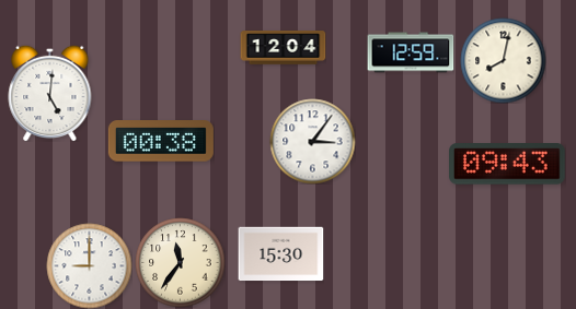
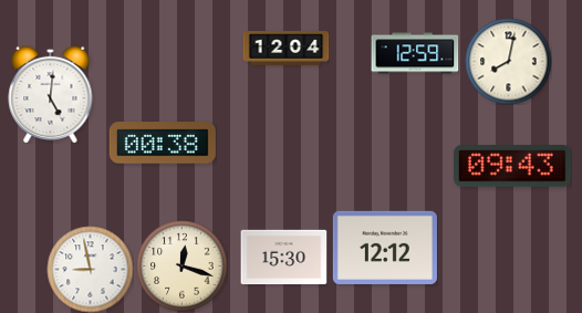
clock at (312, 141): 3:06 -> none
clock at (385, 248): none -> 12:12
clock at (180, 262): 11:36 -> 12:18
clock at (89, 265): 9:00 -> 8:58
